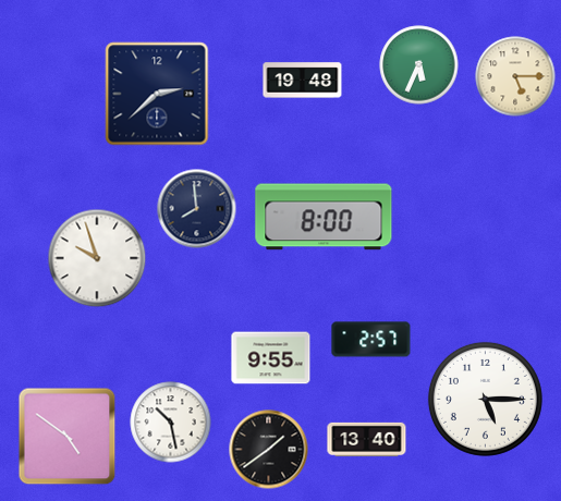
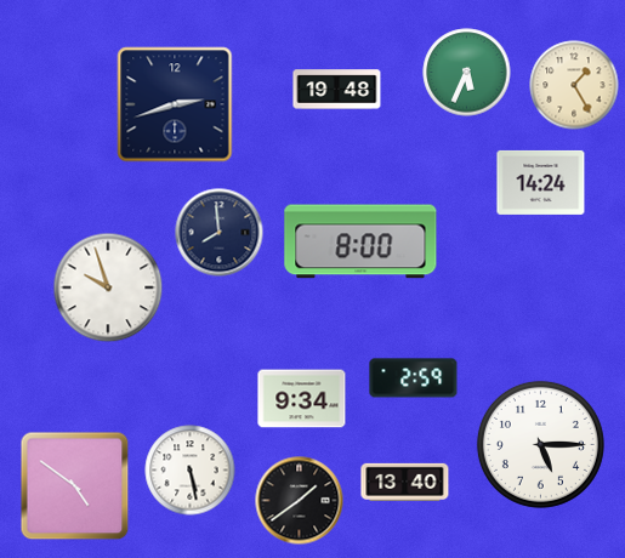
clock at (515, 76): 5:15 -> 1:25
clock at (157, 94): 2:38 -> 2:42
clock at (541, 182): none -> 14:24
clock at (371, 340): 2:57 -> 2:59
clock at (271, 358): 9:55 -> 9:34
clock at (171, 423): 10:28 -> 5:28
clock at (367, 439) position: (367, 439) -> (405, 482)
